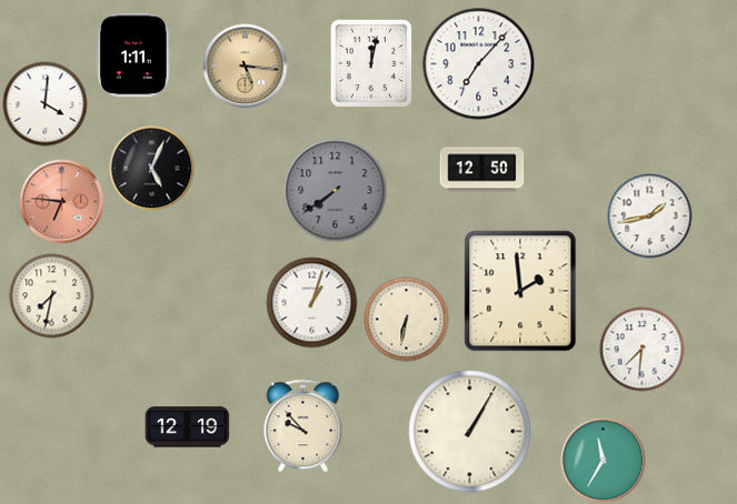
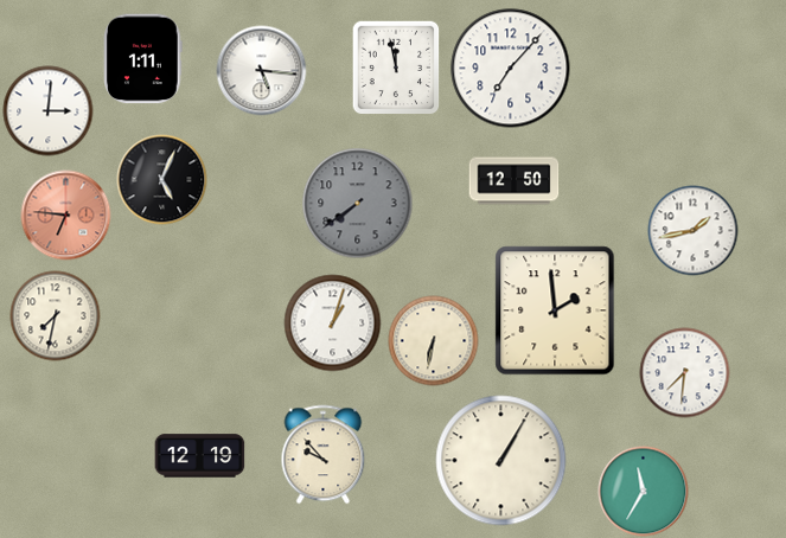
clock at (371, 63): 12:02 -> 11:58
clock at (246, 67) dial: champagne -> white
clock at (46, 104): 4:01 -> 3:01
